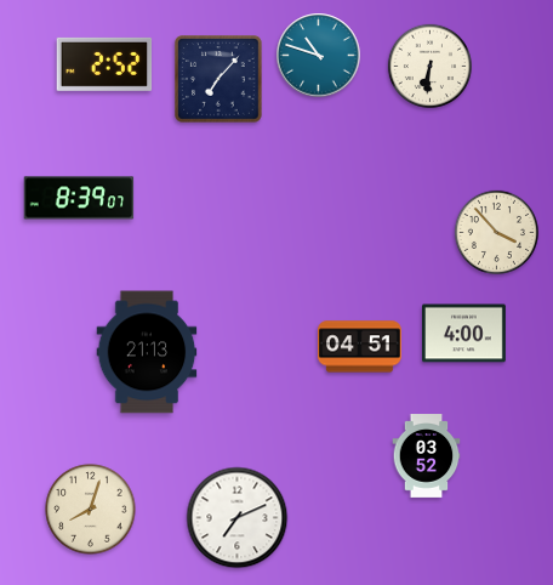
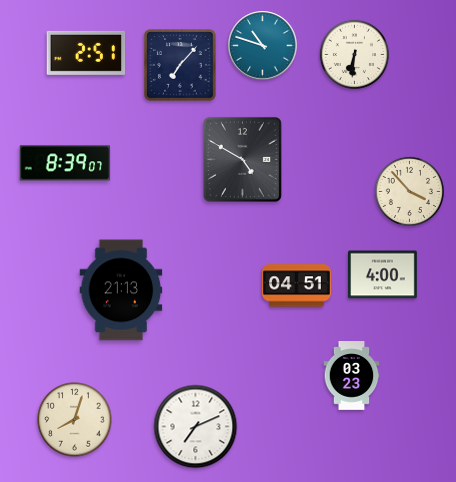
clock at (104, 64): 2:52 -> 2:51
clock at (242, 159): none -> 4:50
clock at (427, 456): 03:52 -> 03:23
